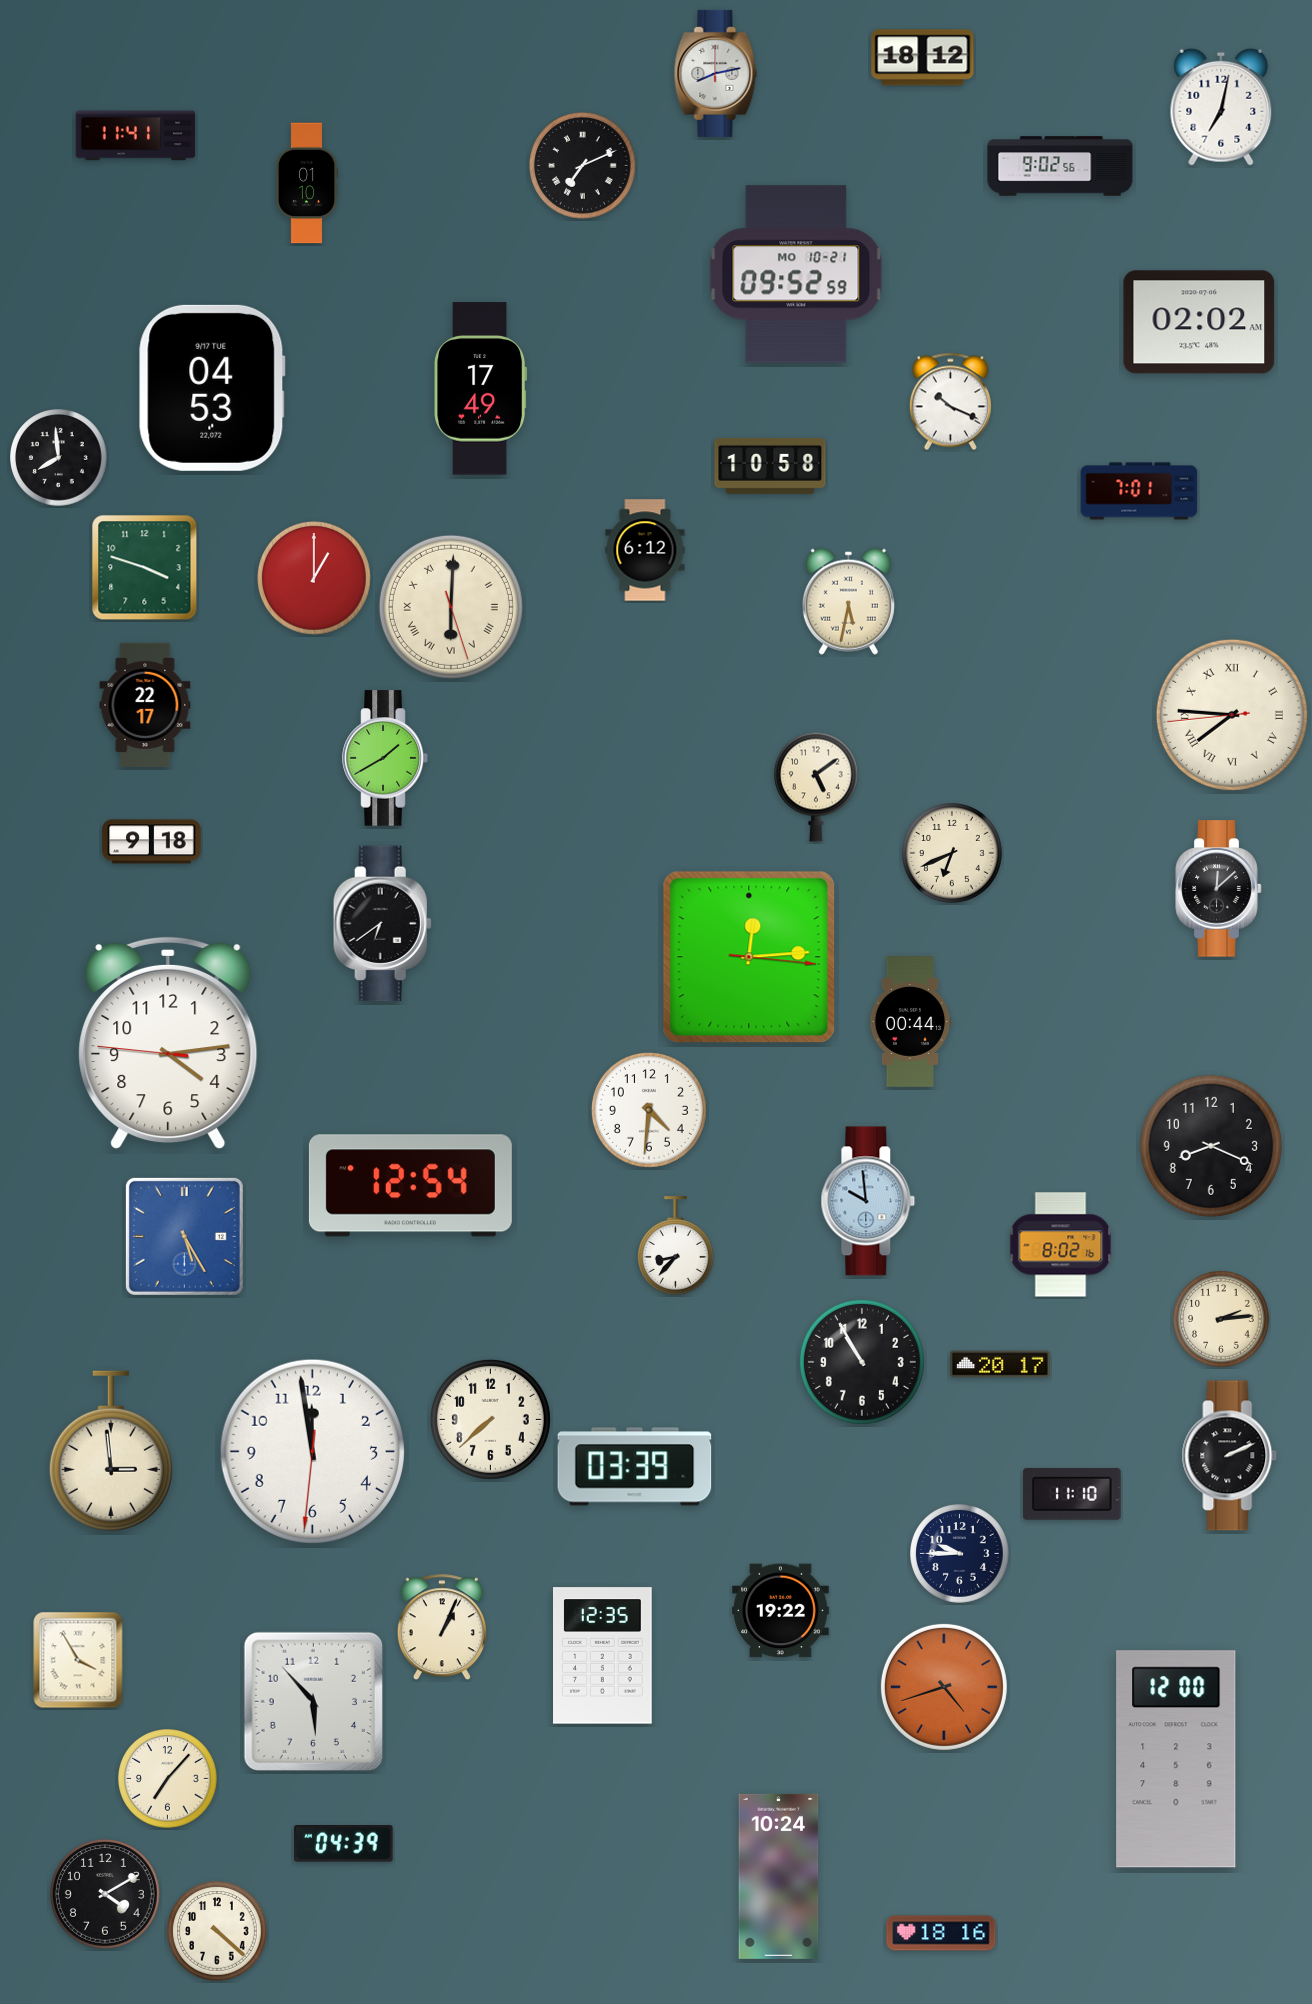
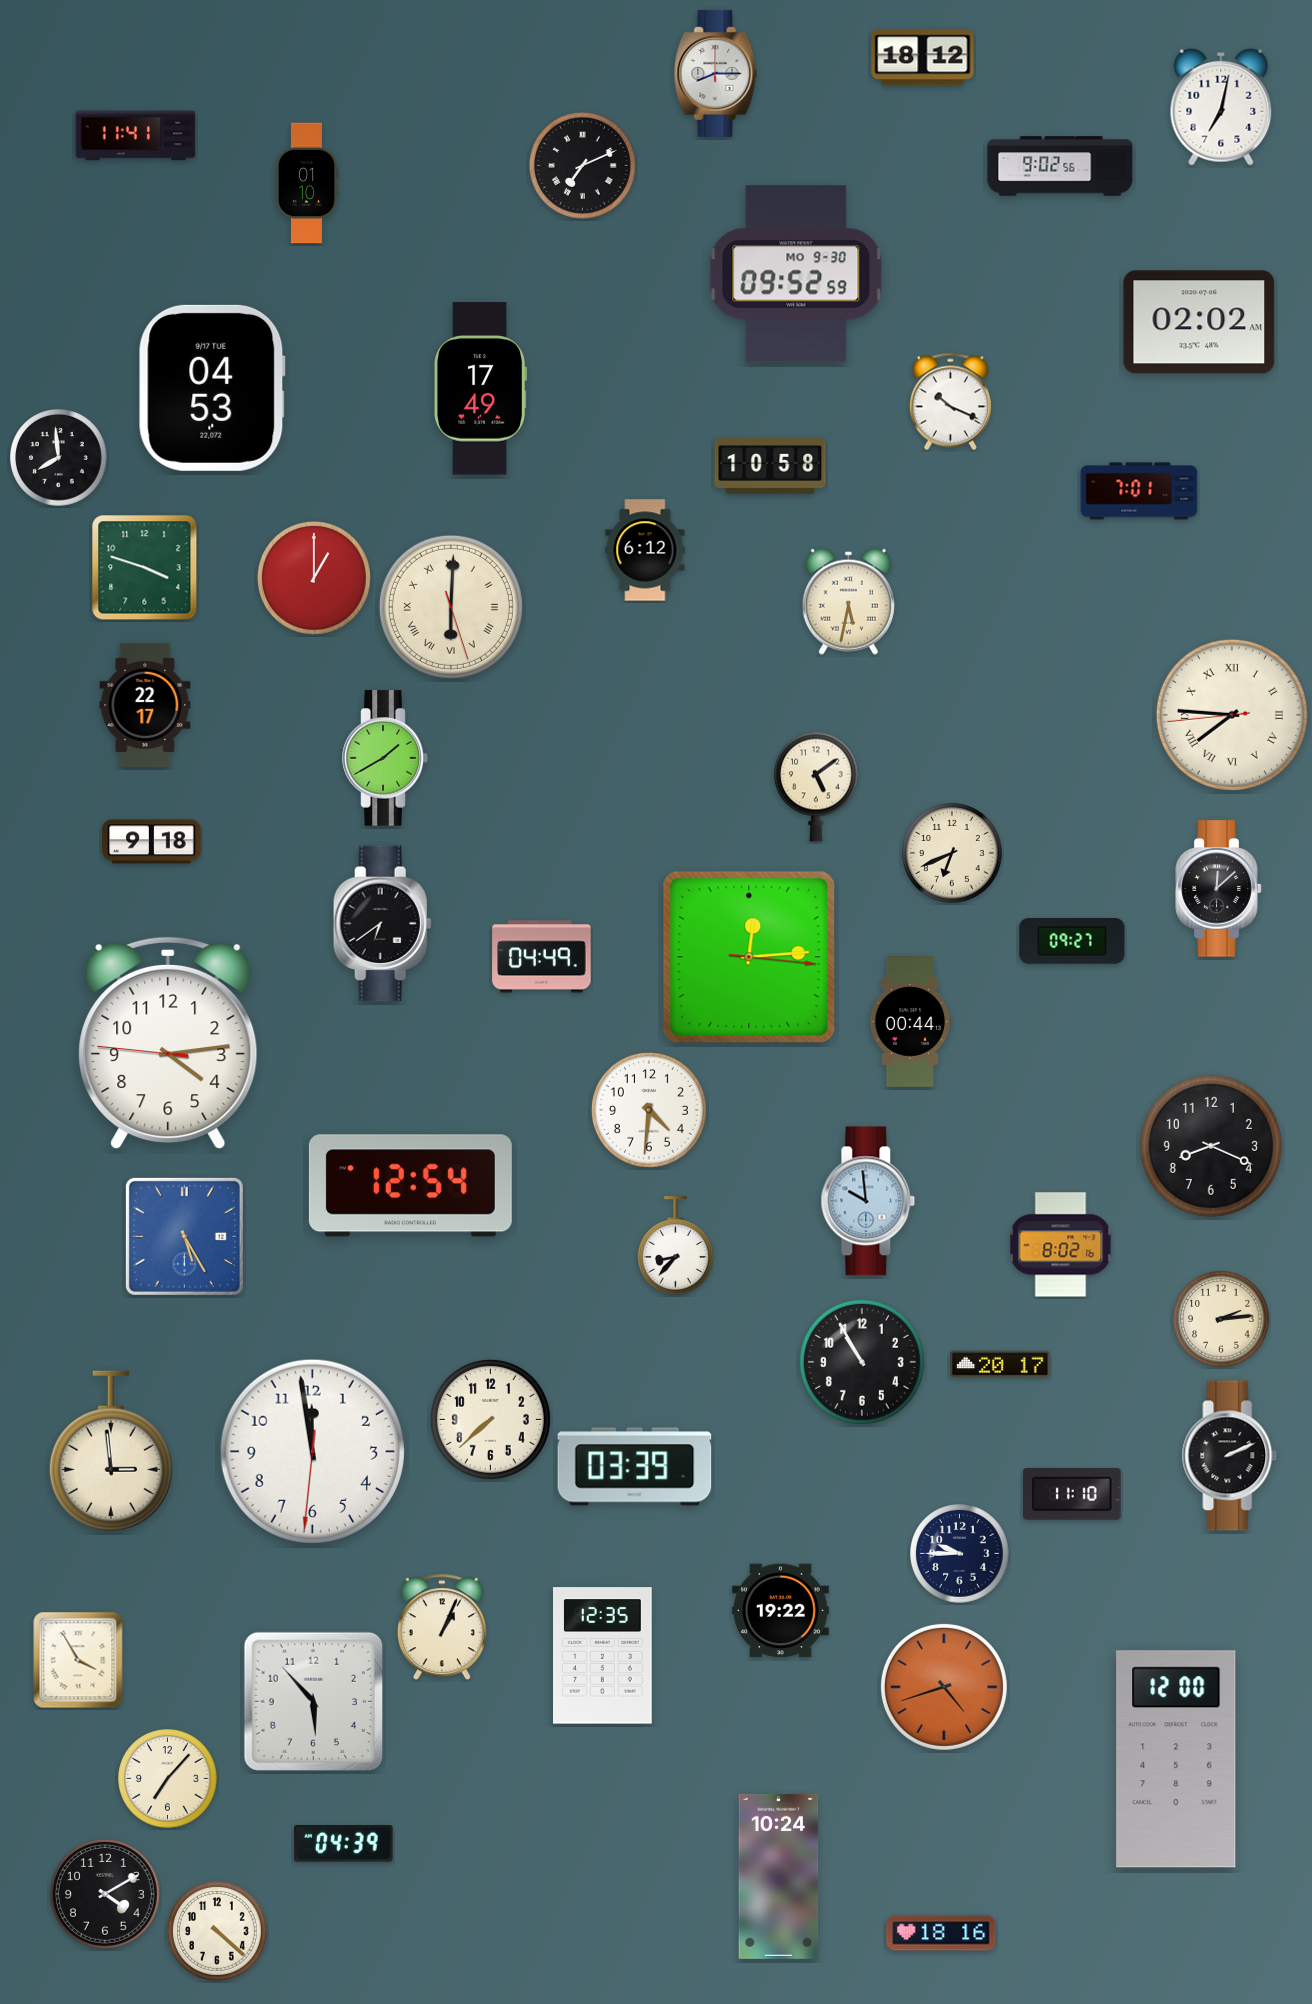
clock at (716, 73): 8:13 -> 8:15
clock at (796, 274) date: MO 10-21 -> MO 9-30
clock at (1072, 942): none -> 09:27
clock at (542, 957): none -> 04:49
